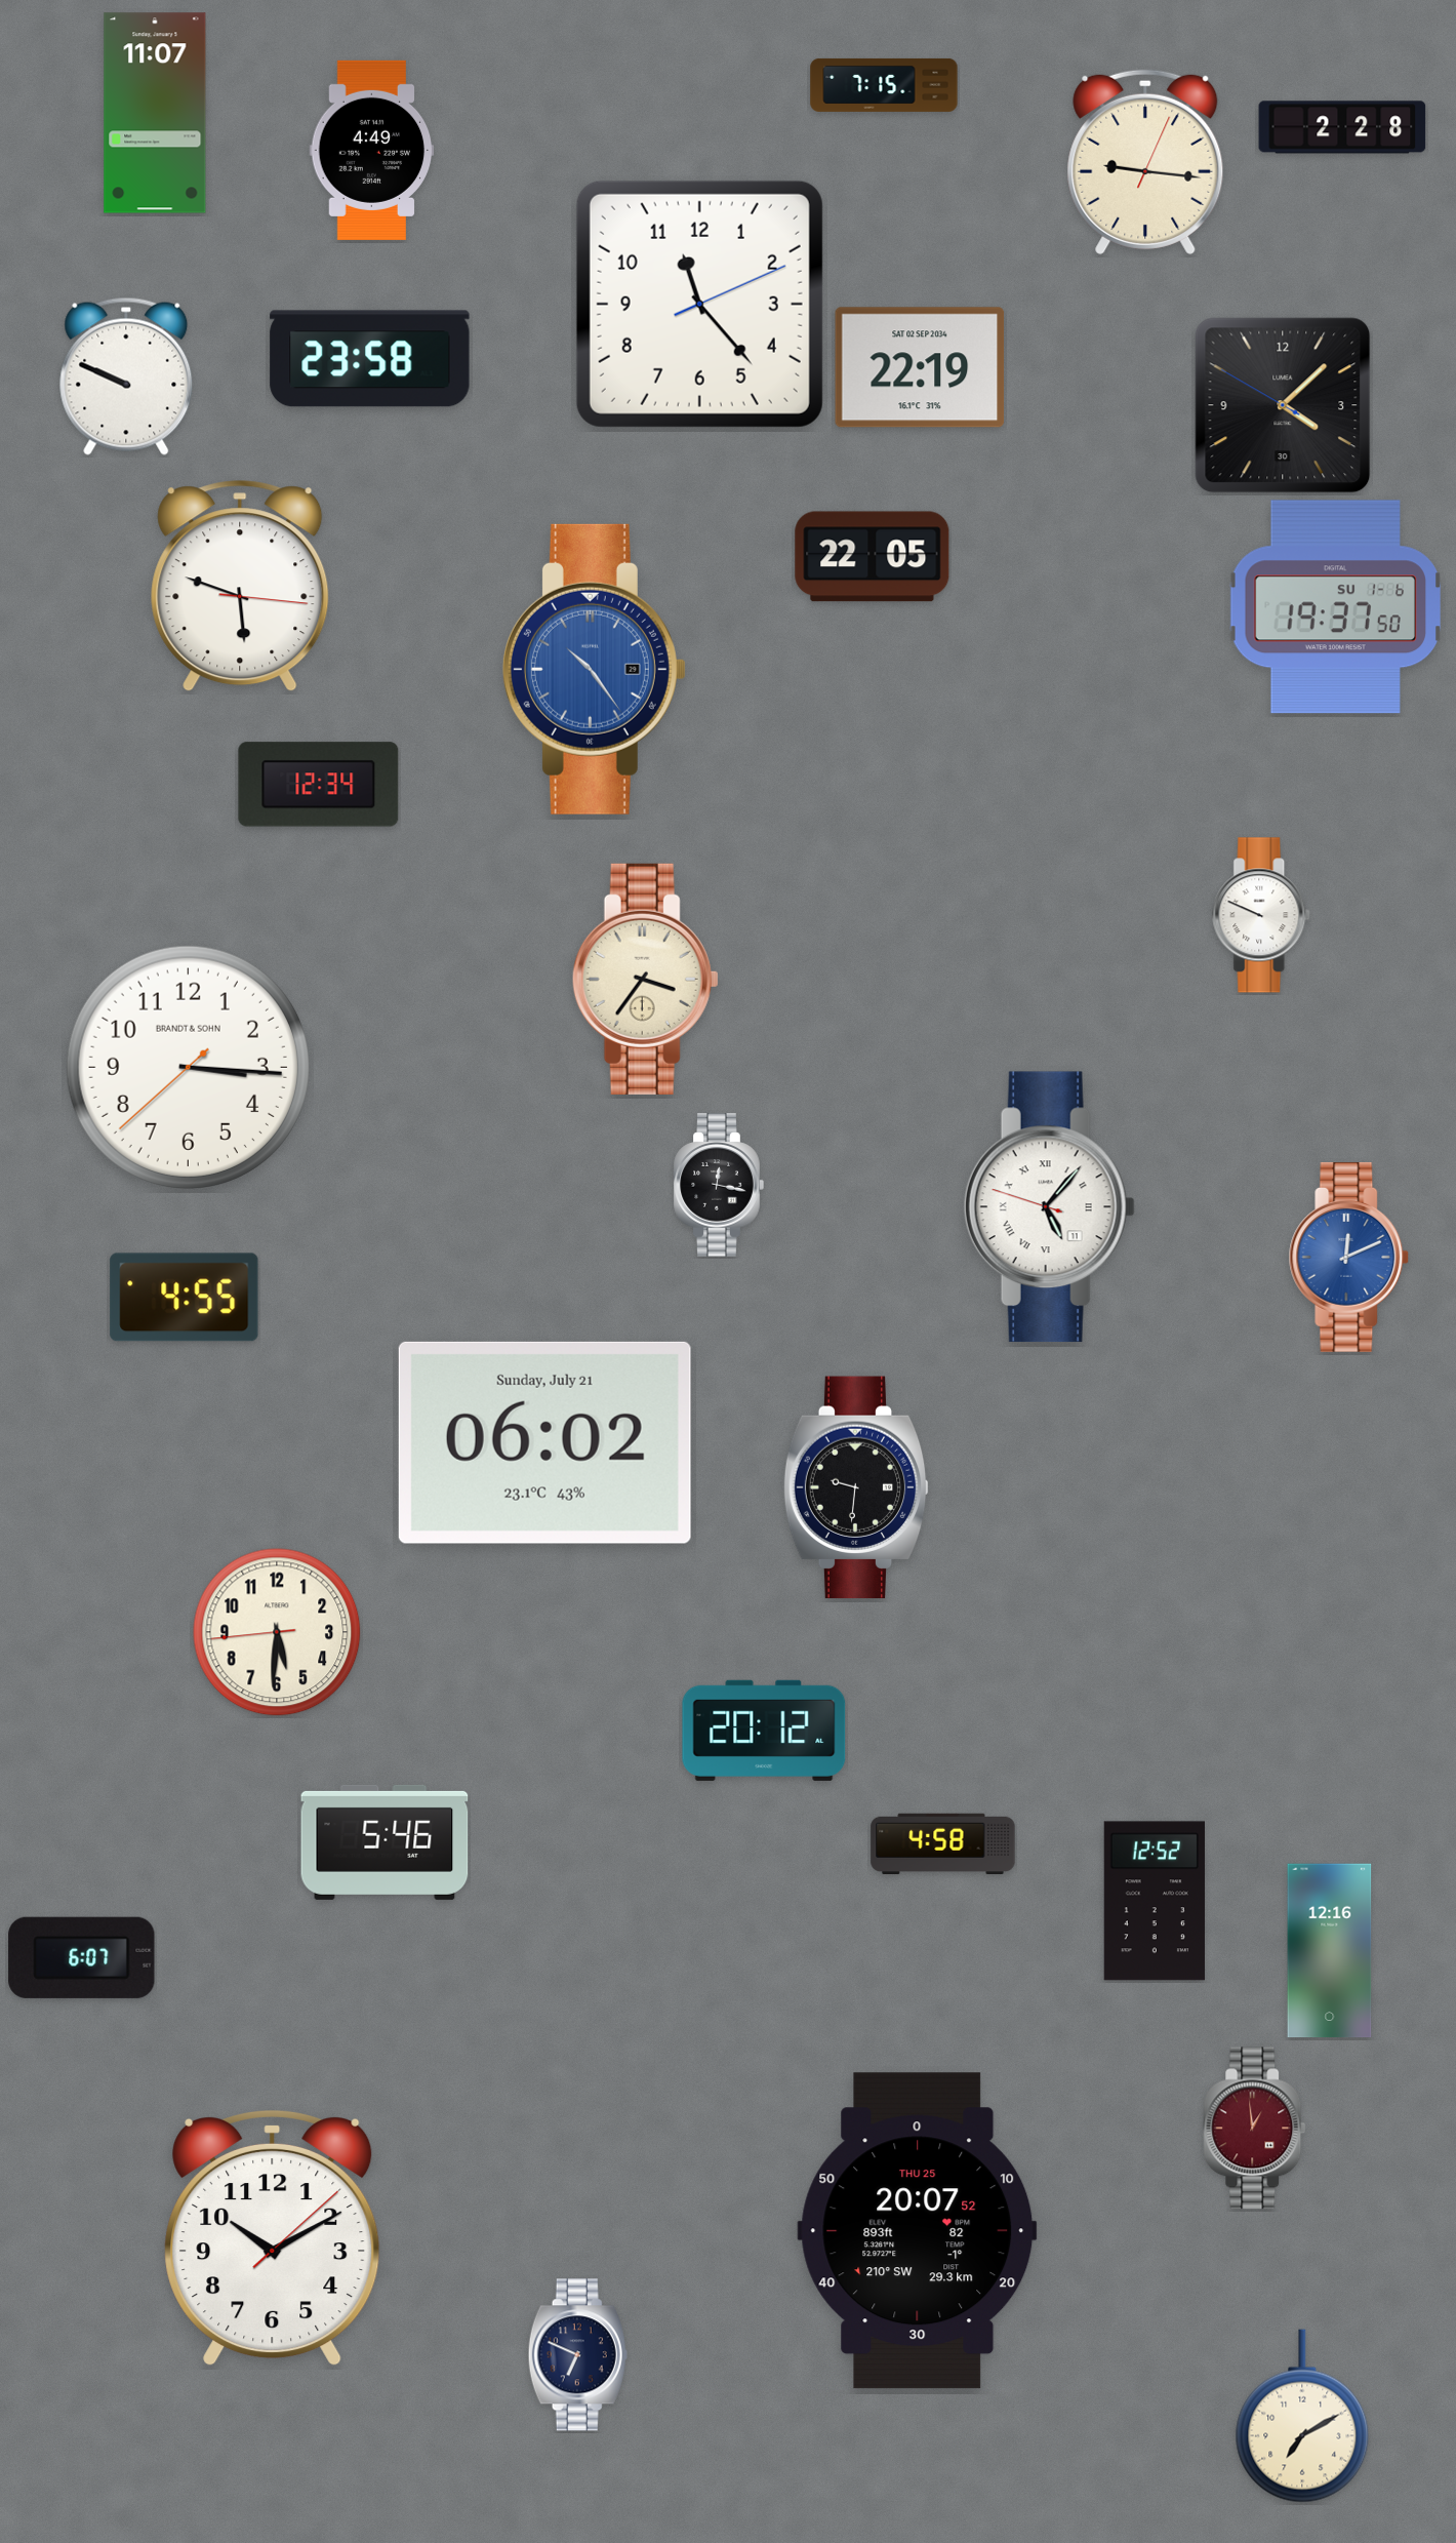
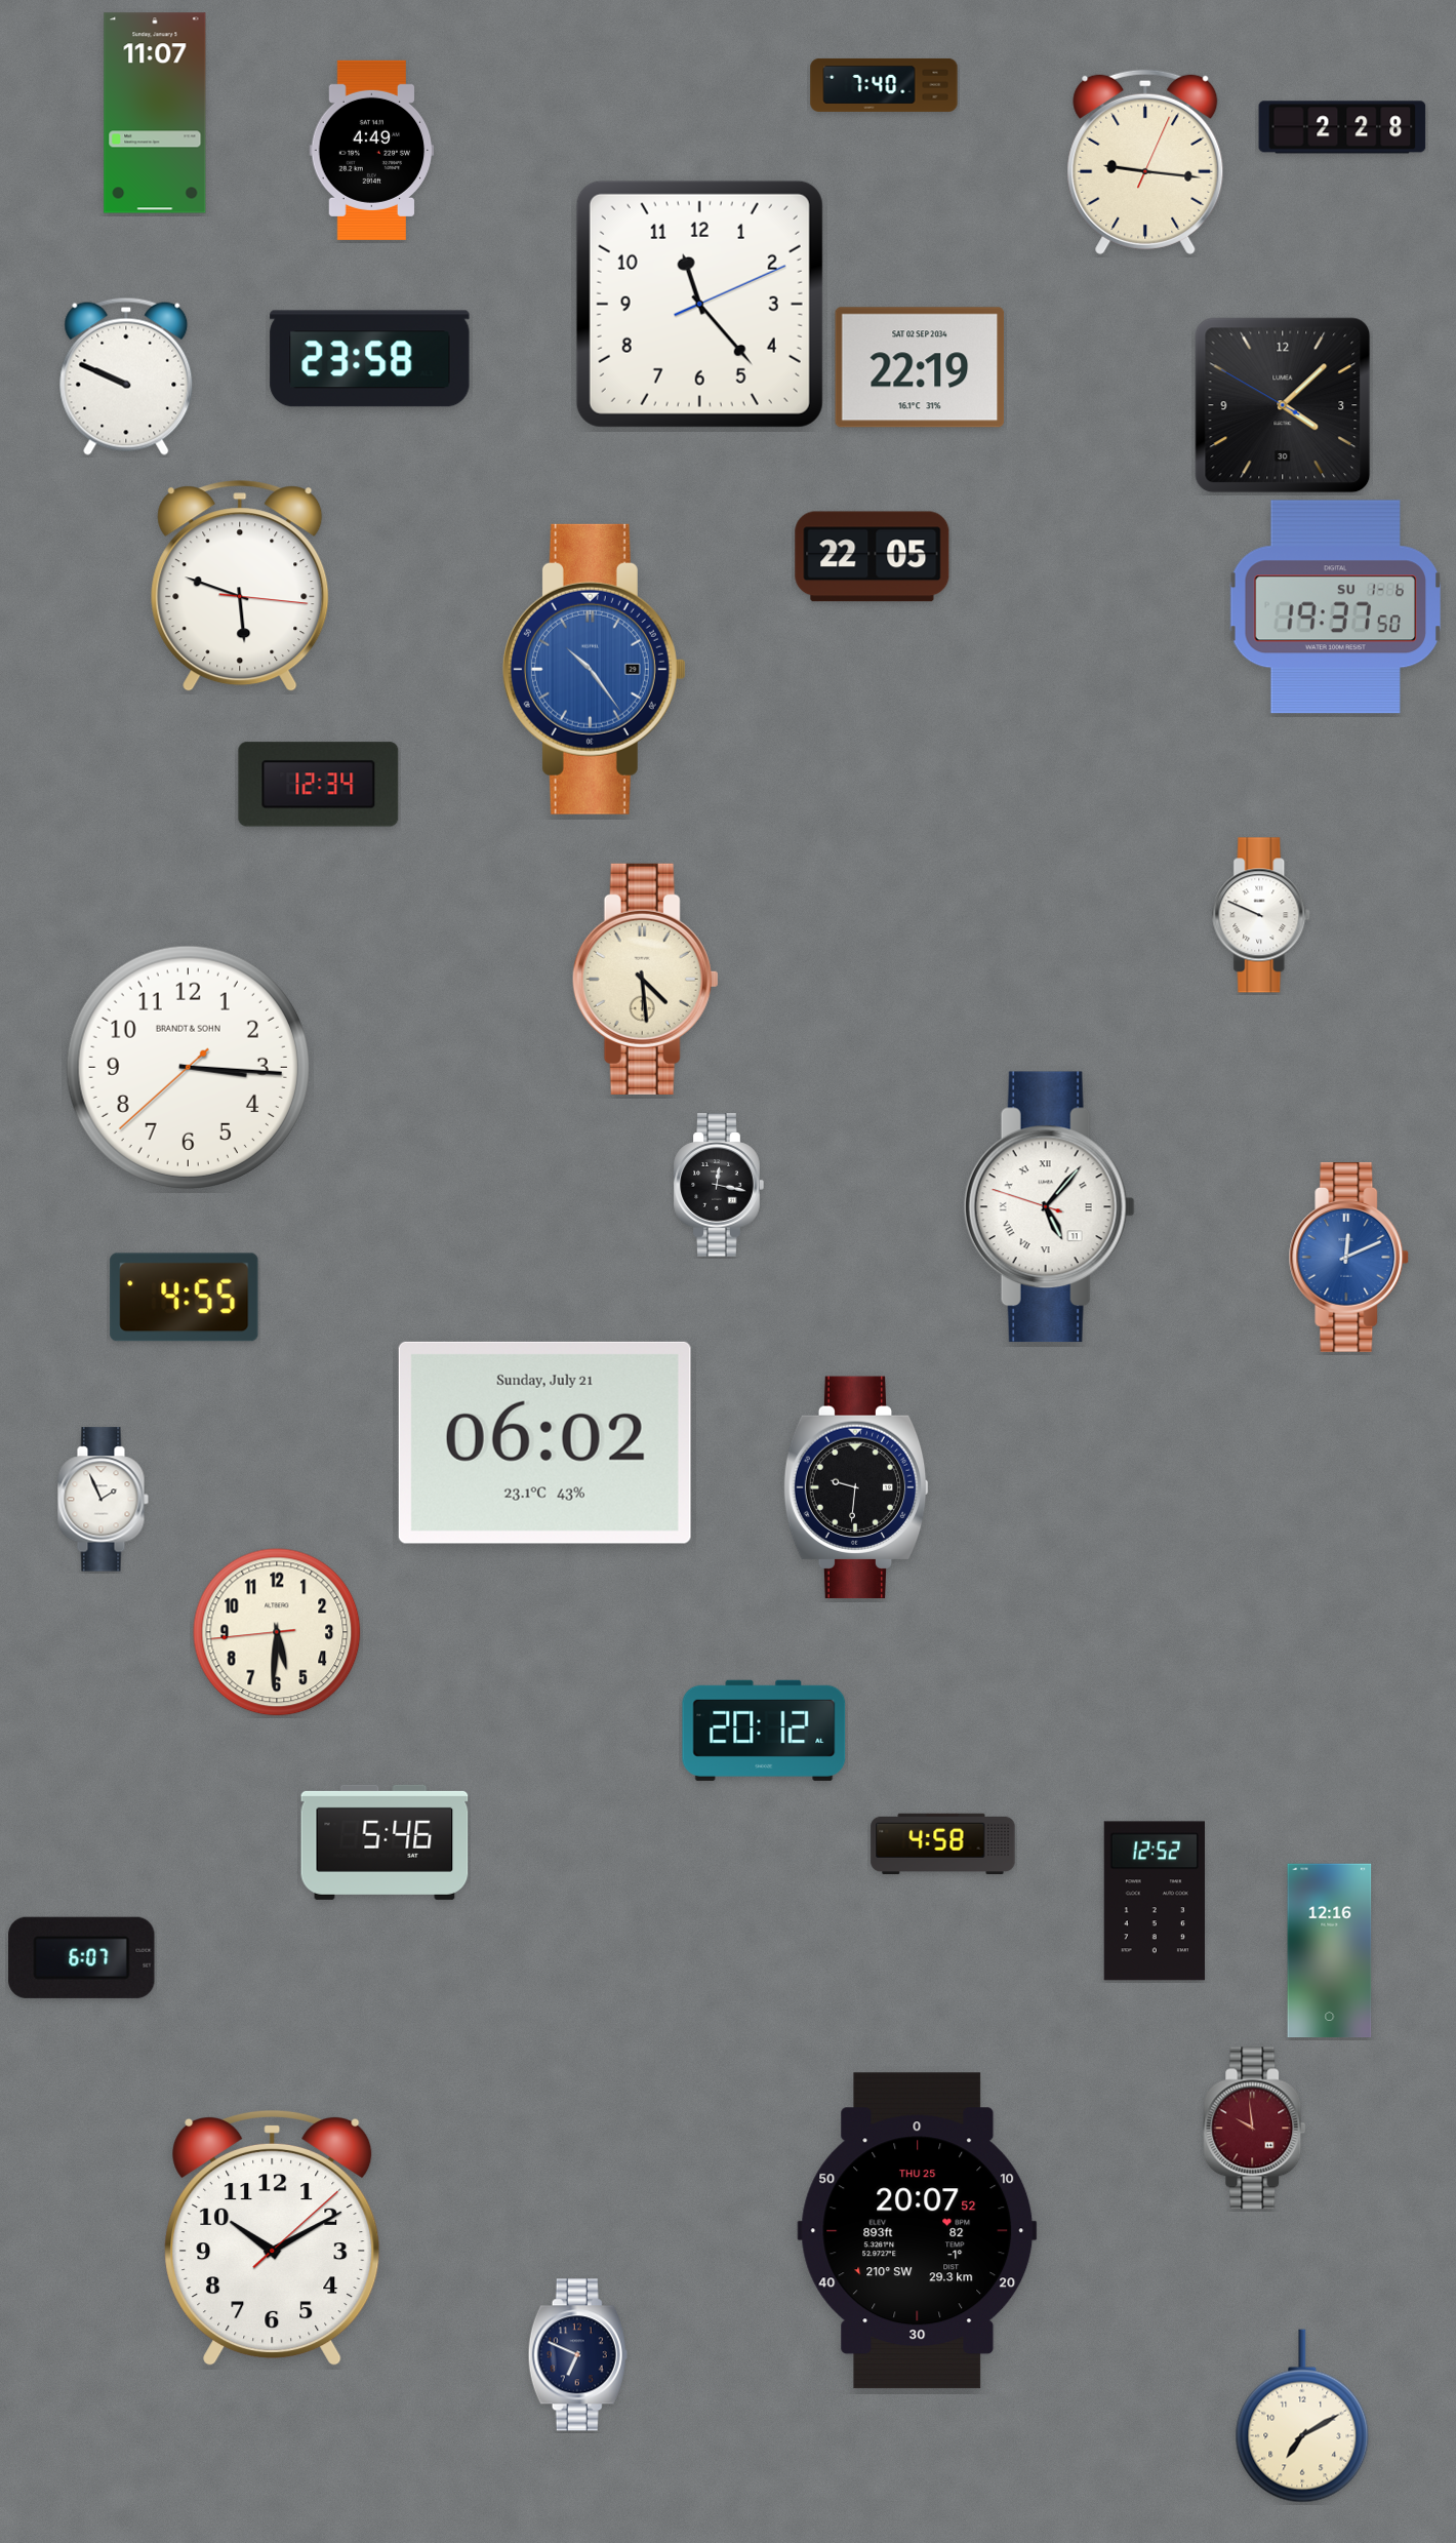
clock at (884, 85): 7:15 -> 7:40
clock at (645, 979): 3:36 -> 4:29
clock at (103, 1500): none -> 1:56
clock at (1255, 2129): 12:59 -> 9:59
